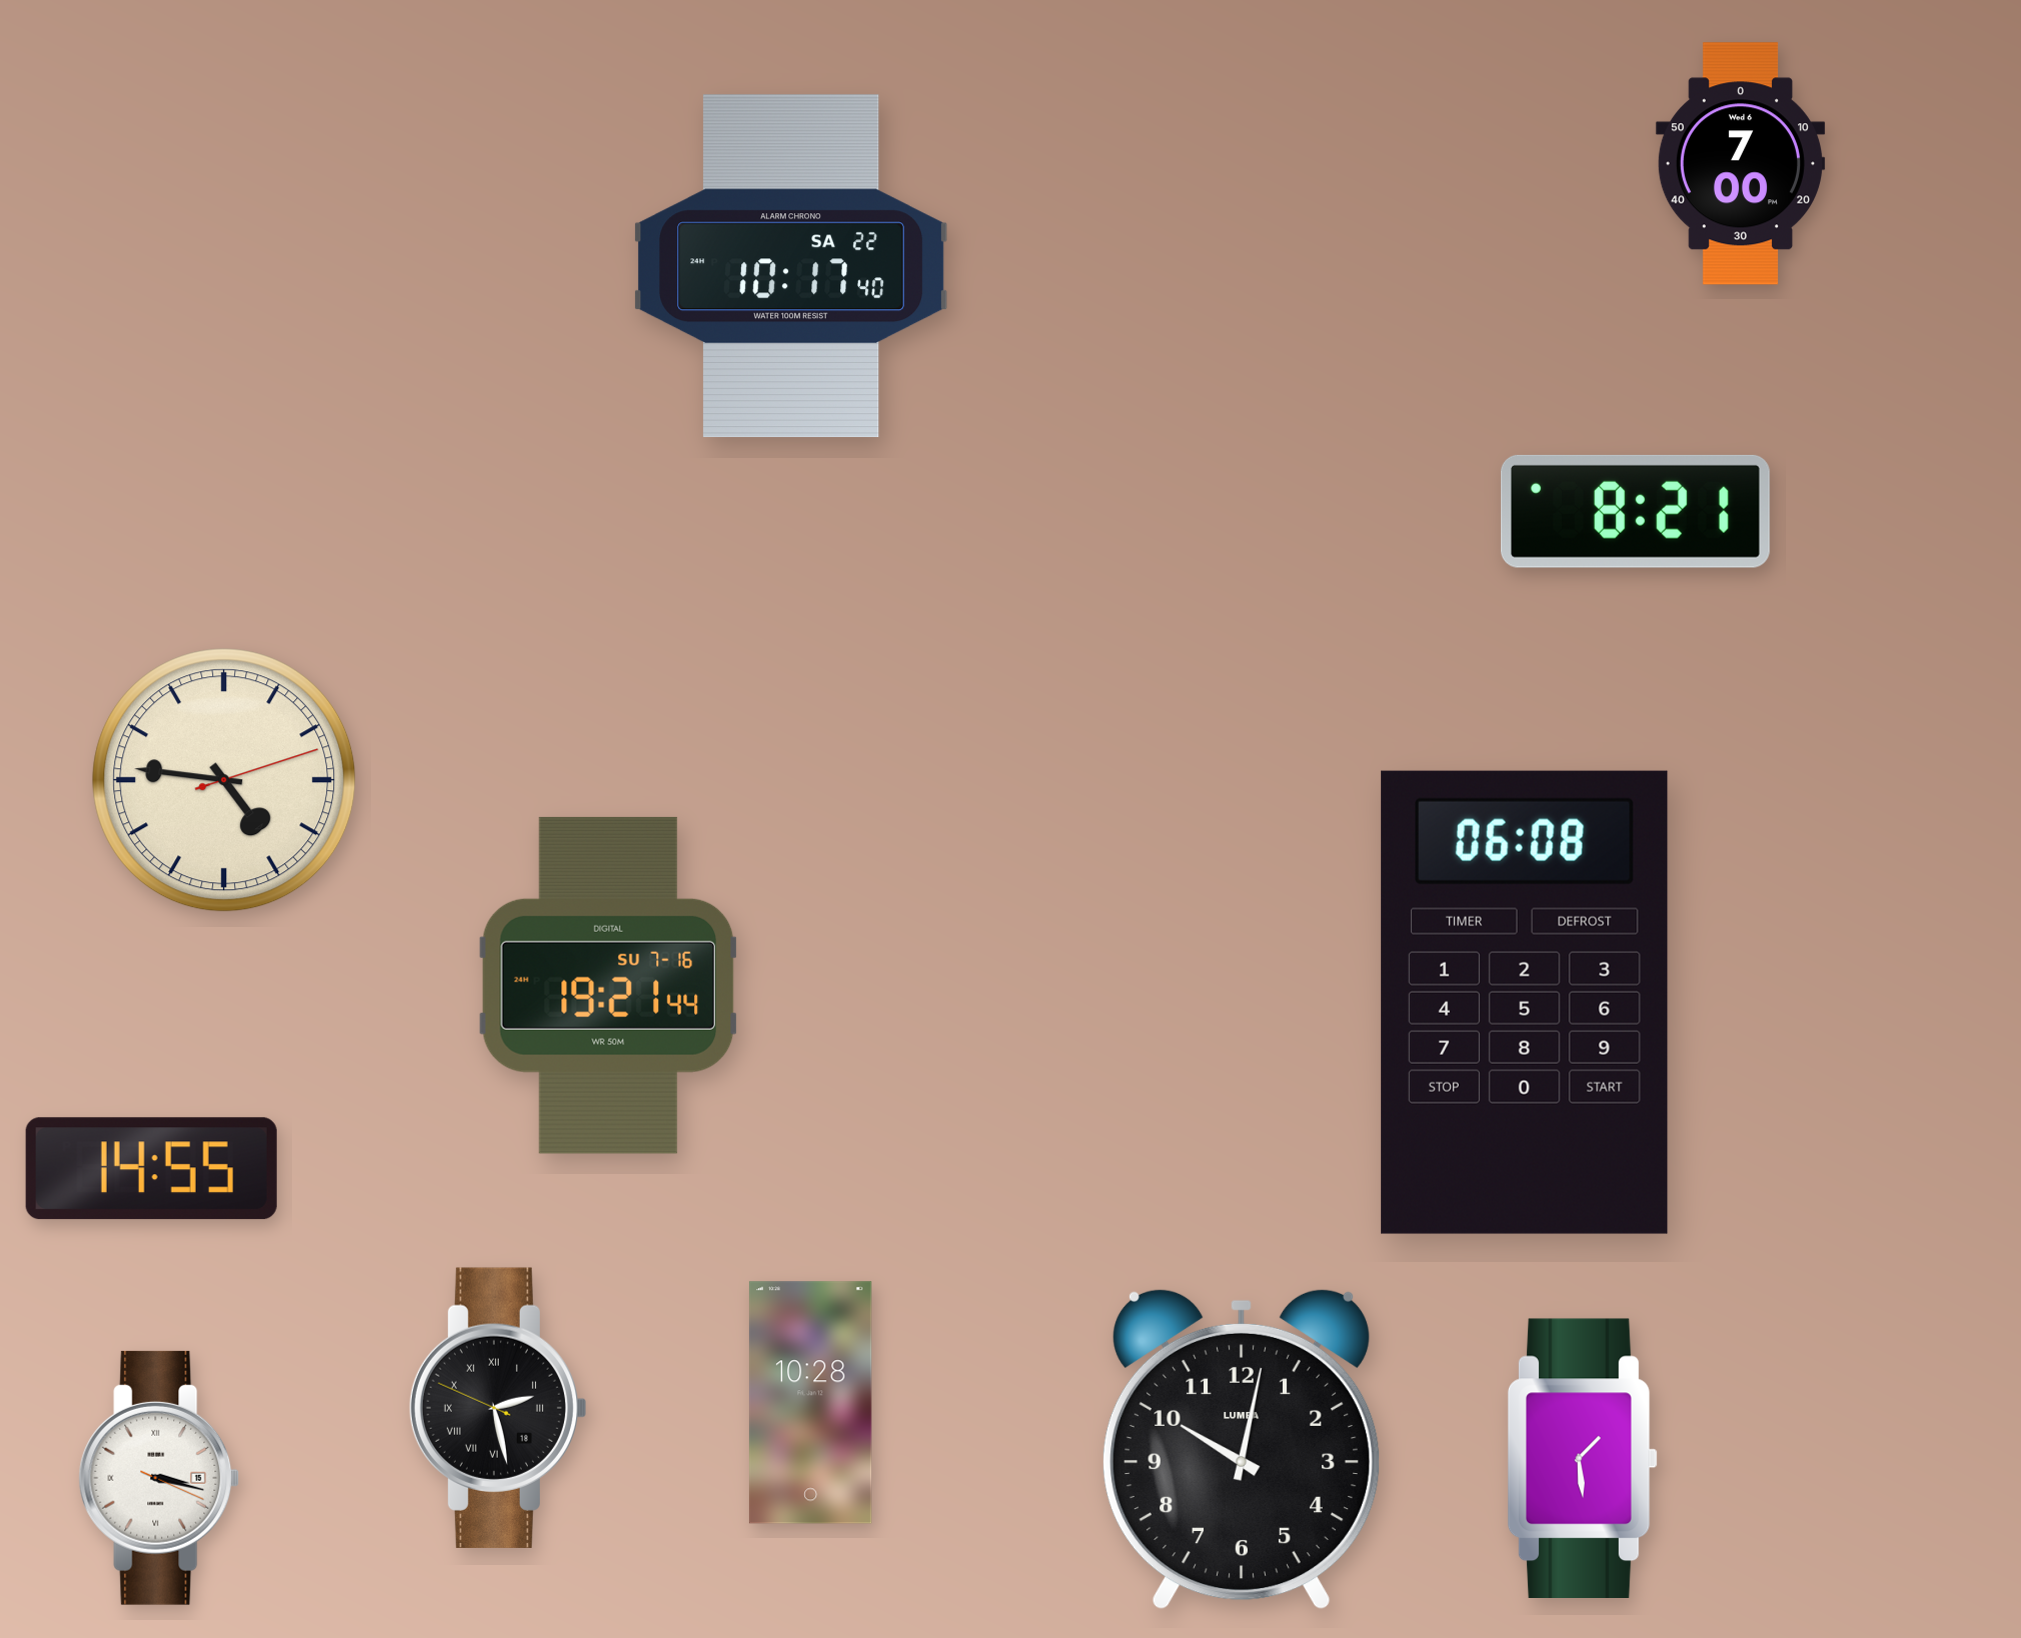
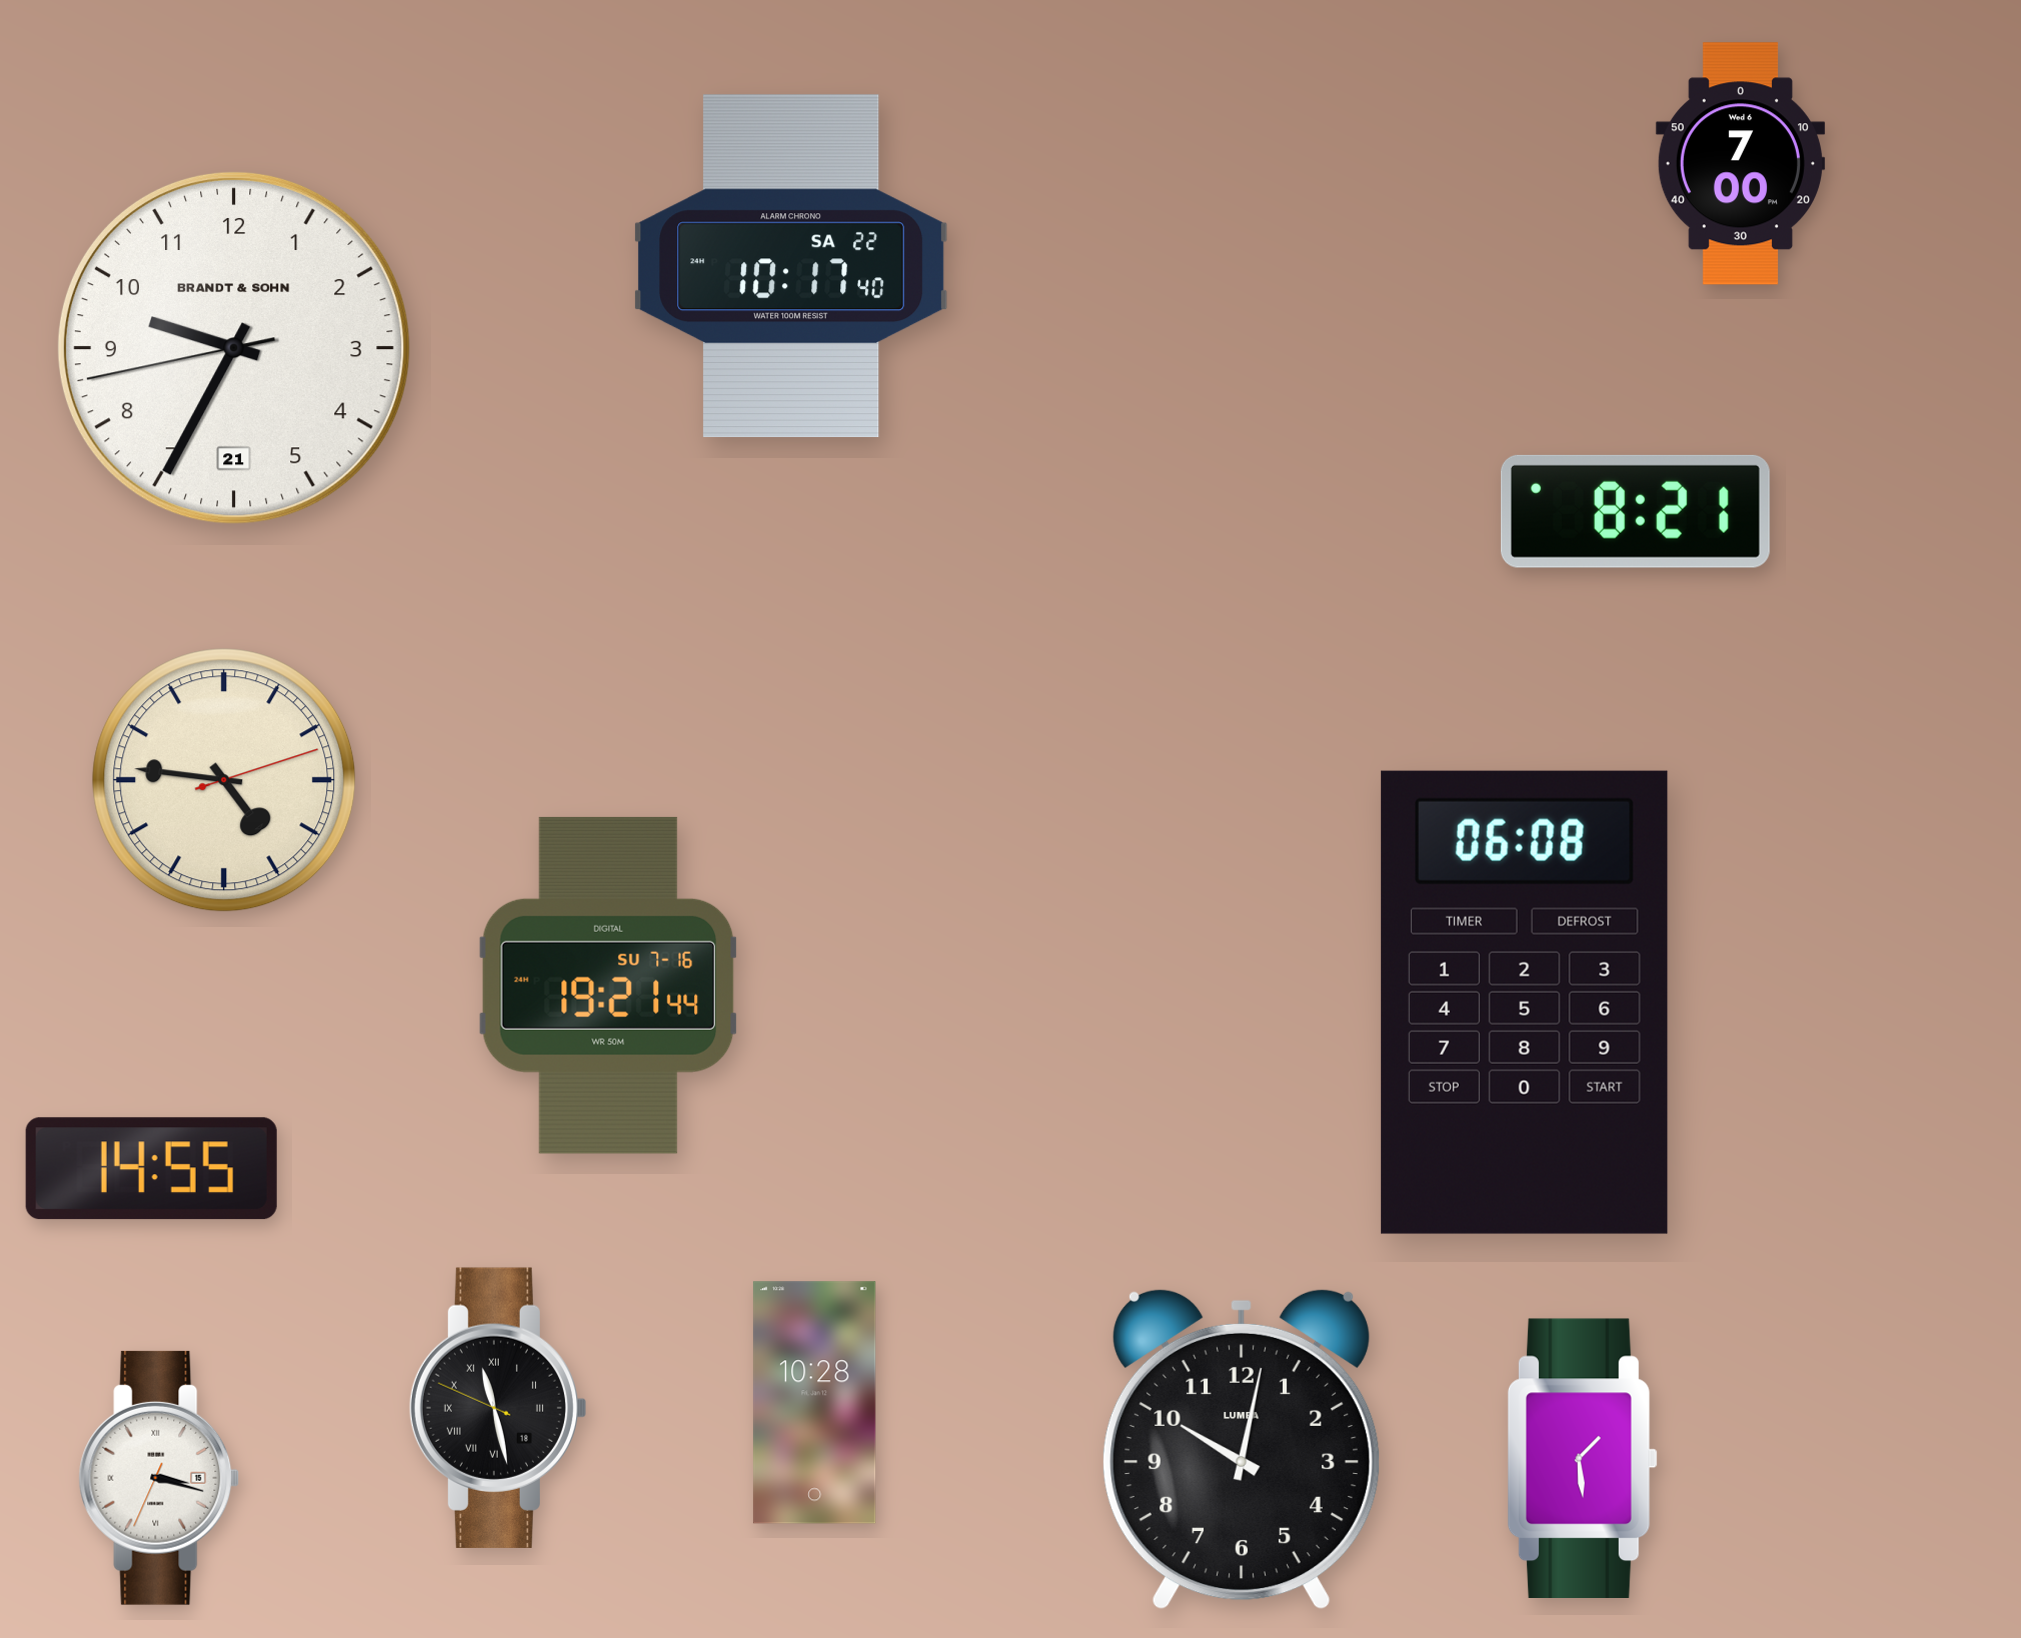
clock at (234, 348): none -> 9:34
clock at (811, 1403) position: (811, 1403) -> (815, 1403)
clock at (498, 1408): 2:27 -> 11:27
clock at (159, 1478): 3:17:19 -> 3:17:34
